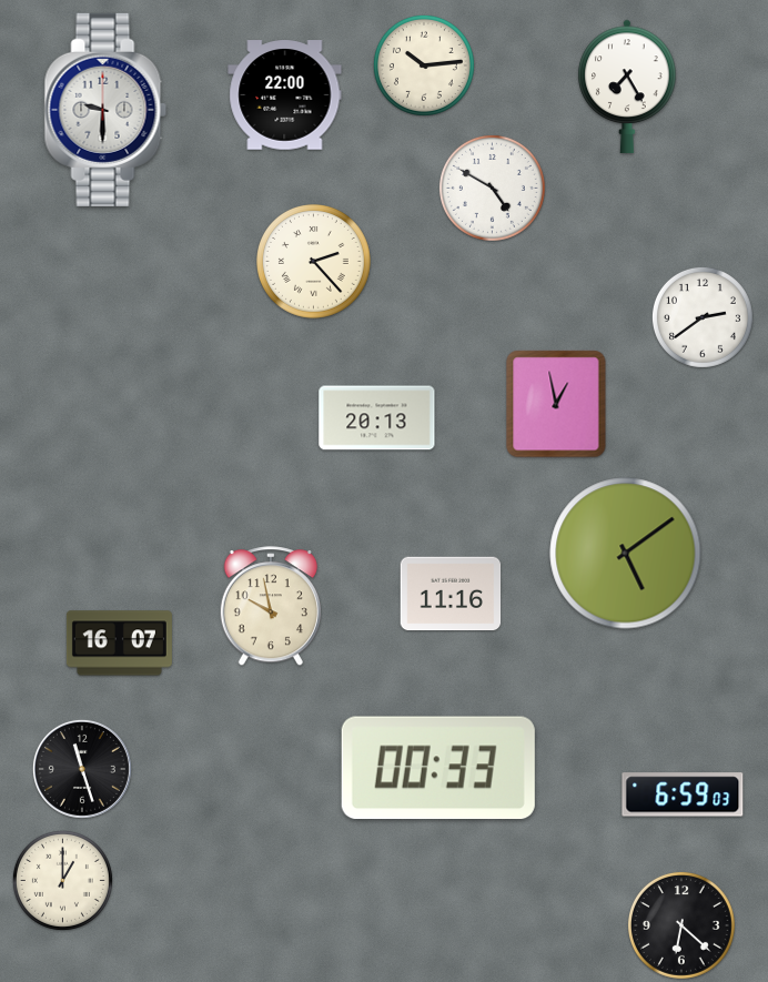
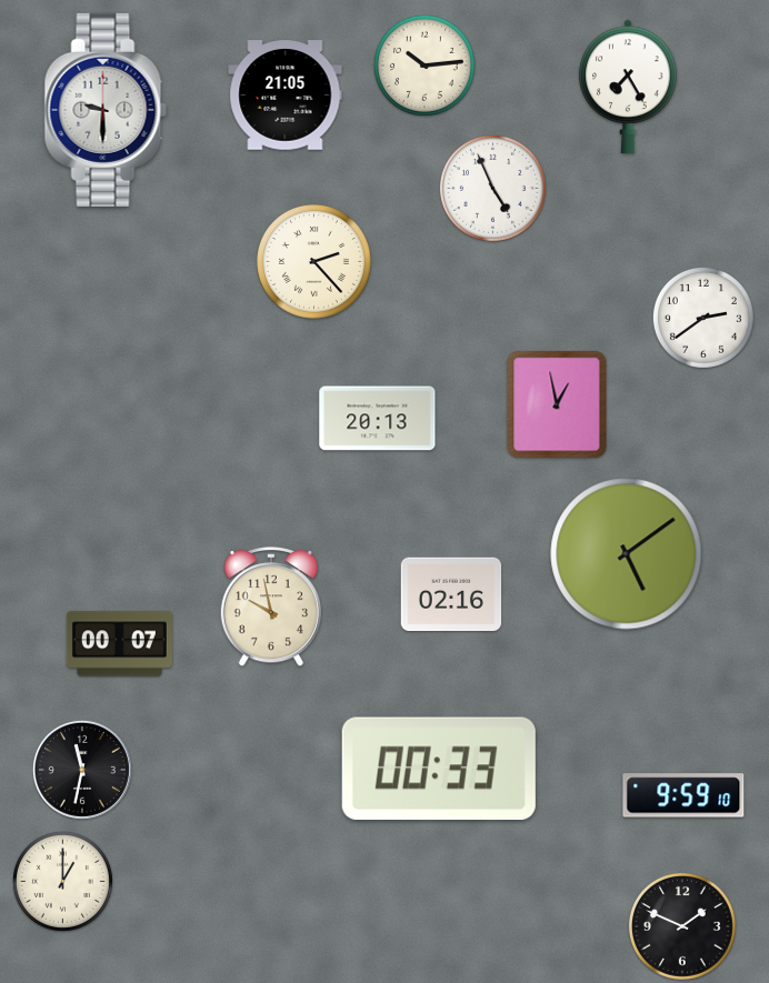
clock at (285, 95): 22:00 -> 21:05
clock at (492, 188): 4:50 -> 4:56
clock at (451, 594): 11:16 -> 02:16
clock at (119, 644): 16:07 -> 00:07
clock at (82, 769): 11:27 -> 11:32
clock at (683, 794): 6:59 -> 9:59
clock at (681, 925): 6:22 -> 1:49
